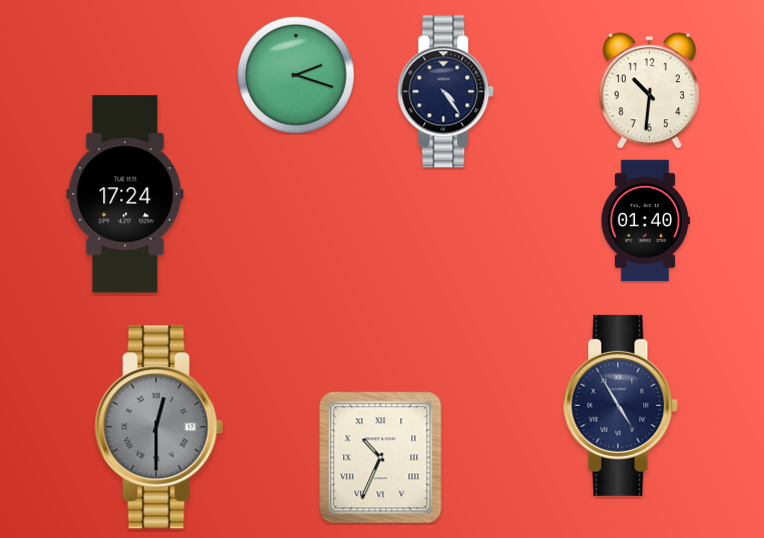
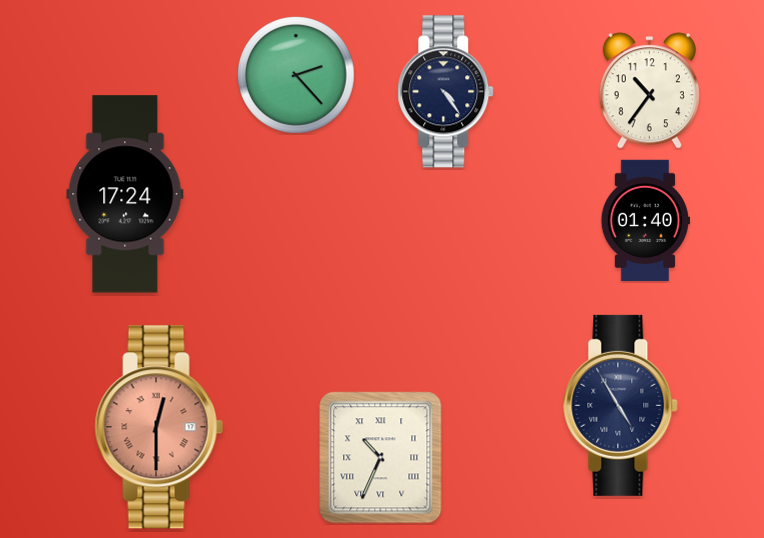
clock at (296, 75): 2:18 -> 2:23
clock at (649, 91): 10:31 -> 10:36
clock at (159, 427) dial: grey -> salmon
